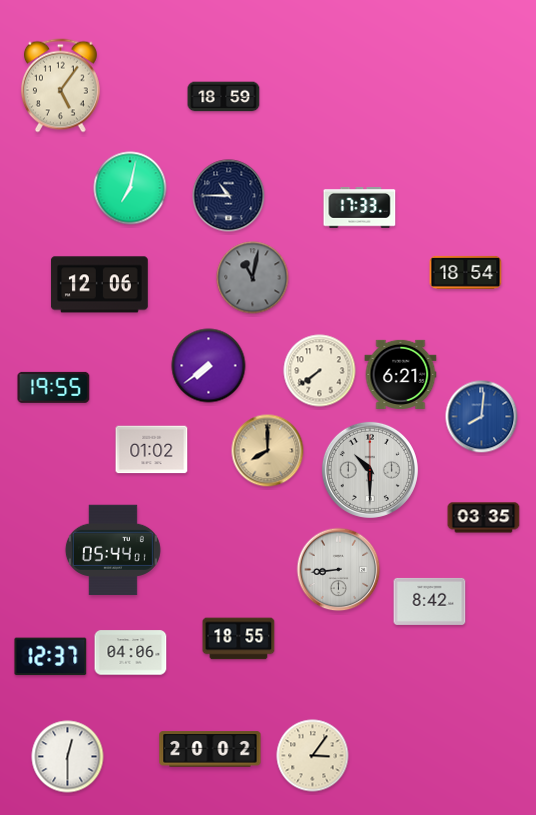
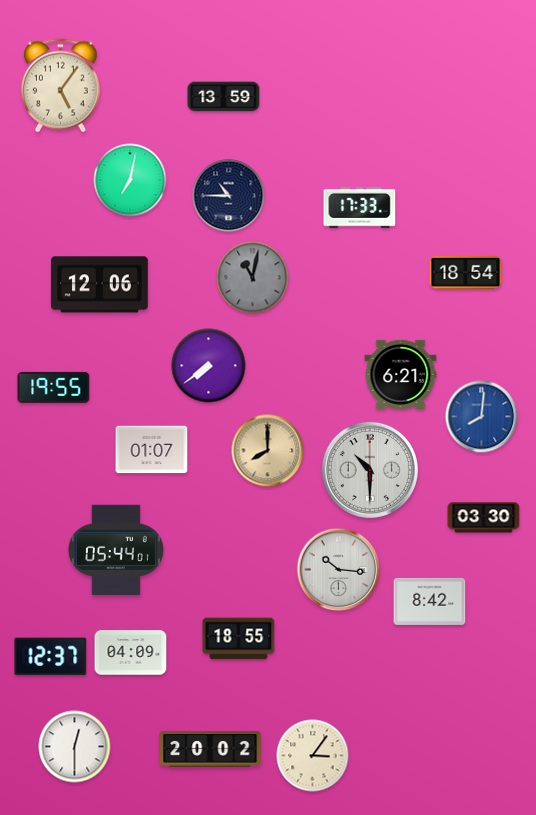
clock at (224, 97): 18:59 -> 13:59
clock at (130, 188) position: (130, 188) -> (130, 180)
clock at (320, 371): 7:39 -> none
clock at (152, 450): 01:02 -> 01:07
clock at (484, 518): 03:35 -> 03:30
clock at (113, 550) position: (113, 550) -> (116, 550)
clock at (339, 570): 8:44 -> 10:16
clock at (131, 653): 04:06 -> 04:09
clock at (68, 757) position: (68, 757) -> (75, 747)
